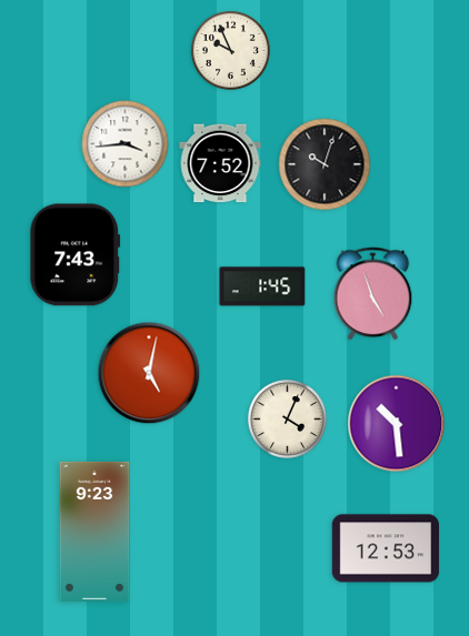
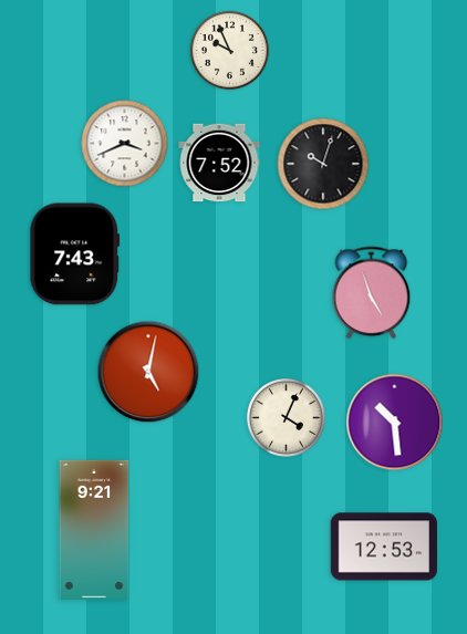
clock at (126, 144): 3:44 -> 3:41
clock at (262, 286): 1:45 -> none
clock at (94, 531): 9:23 -> 9:21
